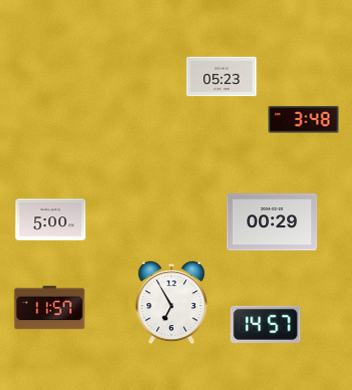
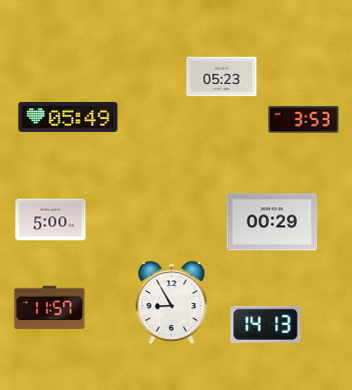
clock at (68, 117): none -> 05:49
clock at (304, 120): 3:48 -> 3:53
clock at (172, 303): 6:55 -> 8:55
clock at (266, 324): 14:57 -> 14:13
